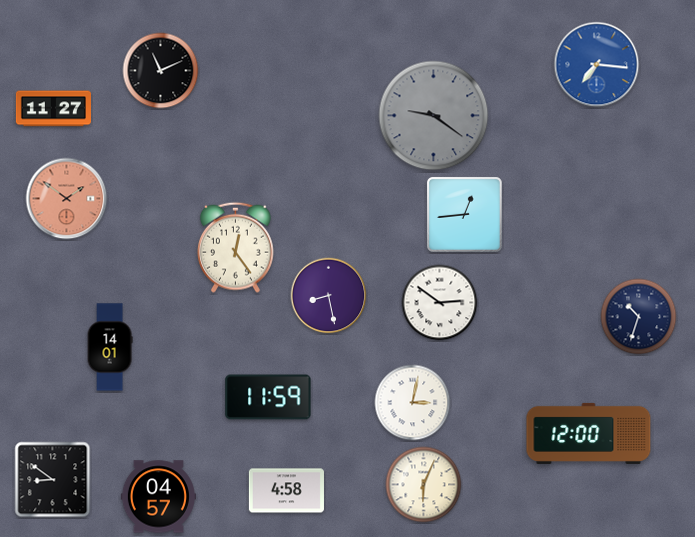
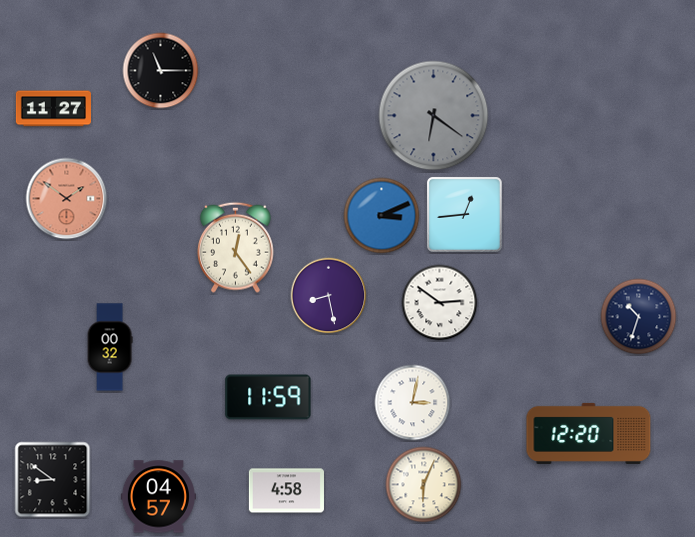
clock at (597, 65): 7:16 -> none
clock at (161, 71): 11:11 -> 11:15
clock at (434, 116): 9:21 -> 6:21
clock at (382, 216): none -> 3:11
clock at (110, 347): 14:01 -> 00:32
clock at (589, 433): 12:00 -> 12:20
